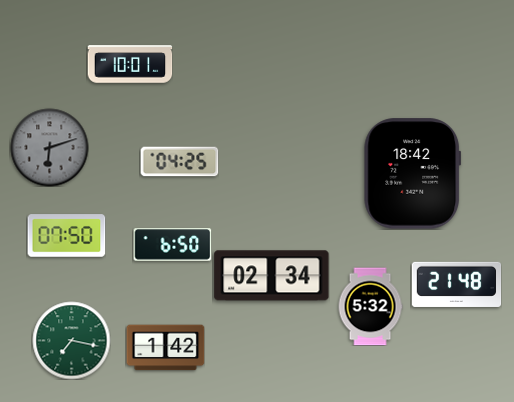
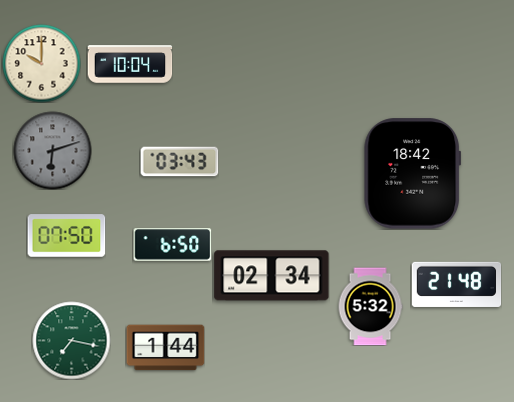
clock at (41, 63): none -> 10:00
clock at (130, 64): 10:01 -> 10:04
clock at (49, 147) position: (49, 147) -> (52, 150)
clock at (179, 162): 04:25 -> 03:43
clock at (165, 348): 1:42 -> 1:44
